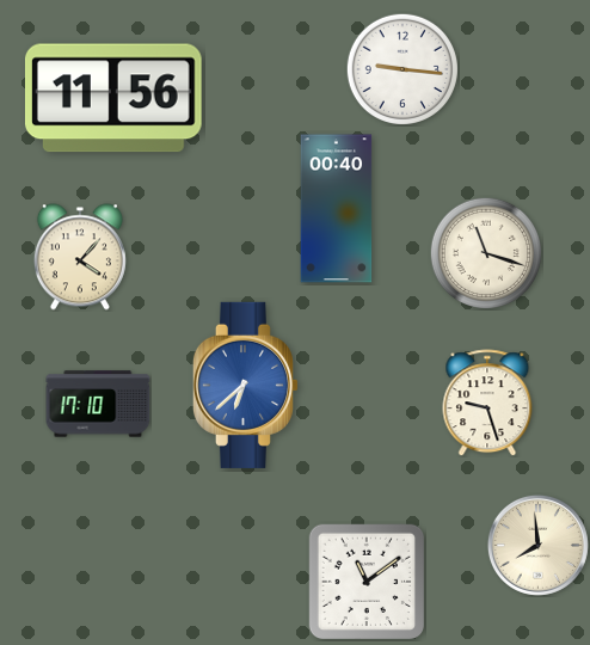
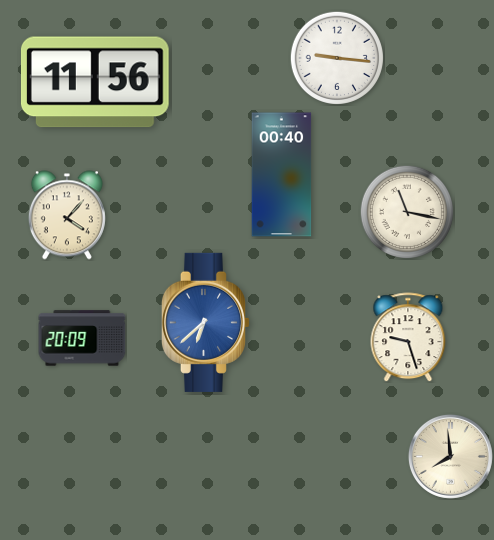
clock at (485, 252): 11:18 -> 11:17
clock at (98, 404): 17:10 -> 20:09
clock at (365, 580): 11:09 -> none
